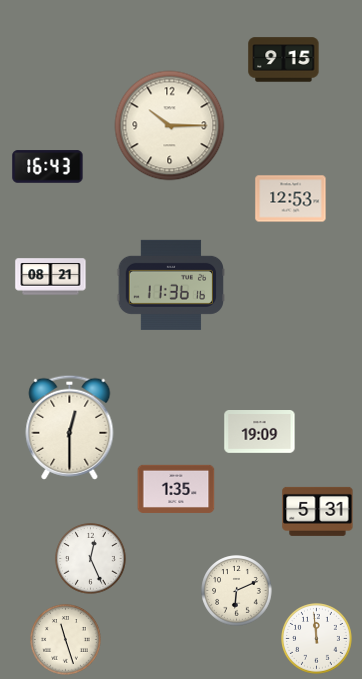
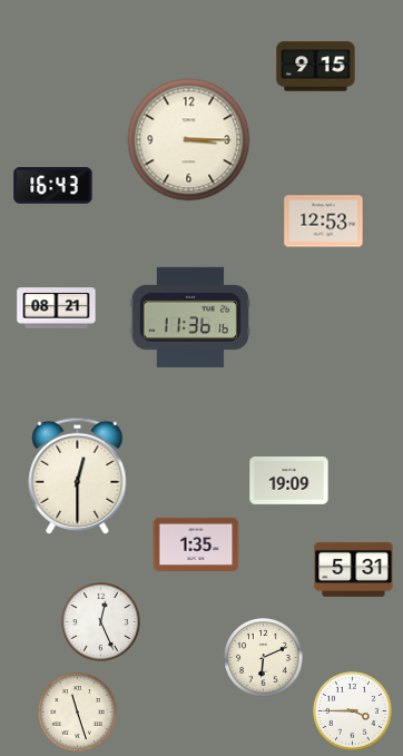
clock at (170, 126): 10:15 -> 3:15
clock at (317, 639): 11:59 -> 3:45
clock at (66, 640) position: (66, 640) -> (78, 713)
